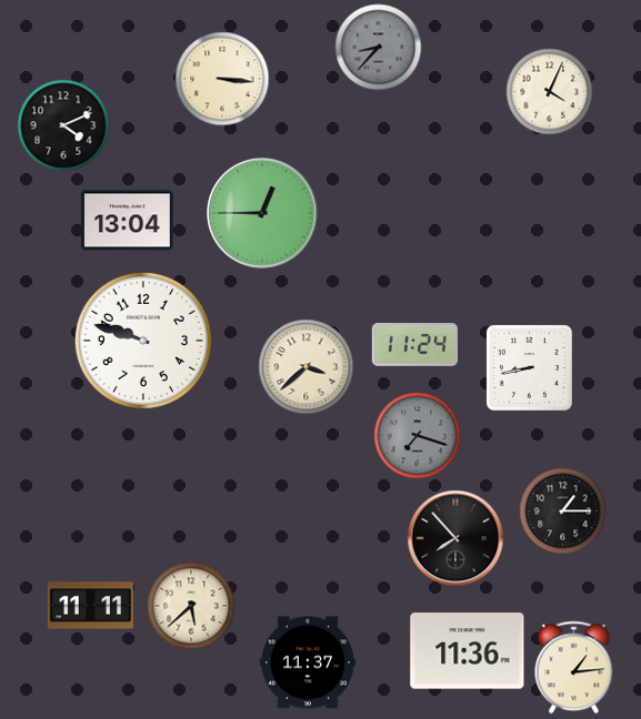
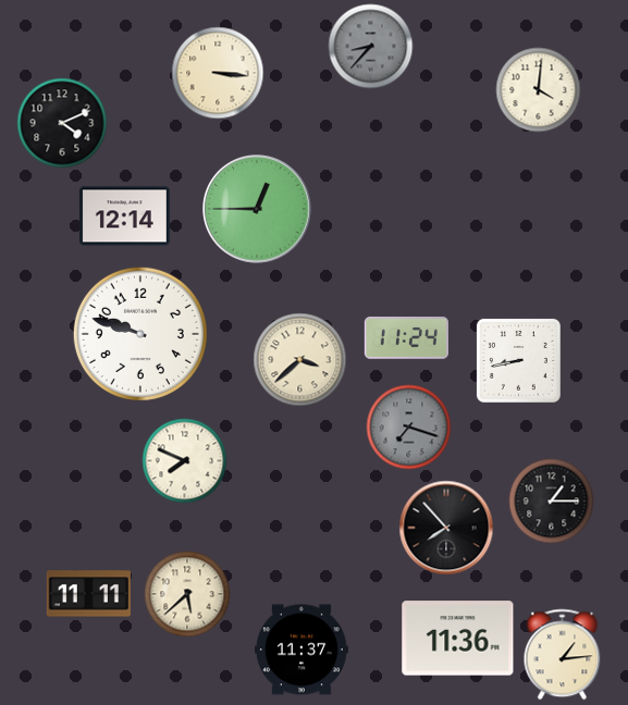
clock at (222, 79) position: (222, 79) -> (218, 73)
clock at (549, 91): 4:04 -> 4:01
clock at (127, 221): 13:04 -> 12:14
clock at (184, 460): none -> 7:49
